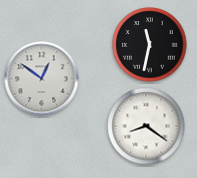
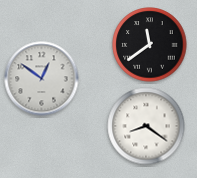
clock at (150, 45): 11:32 -> 11:39
